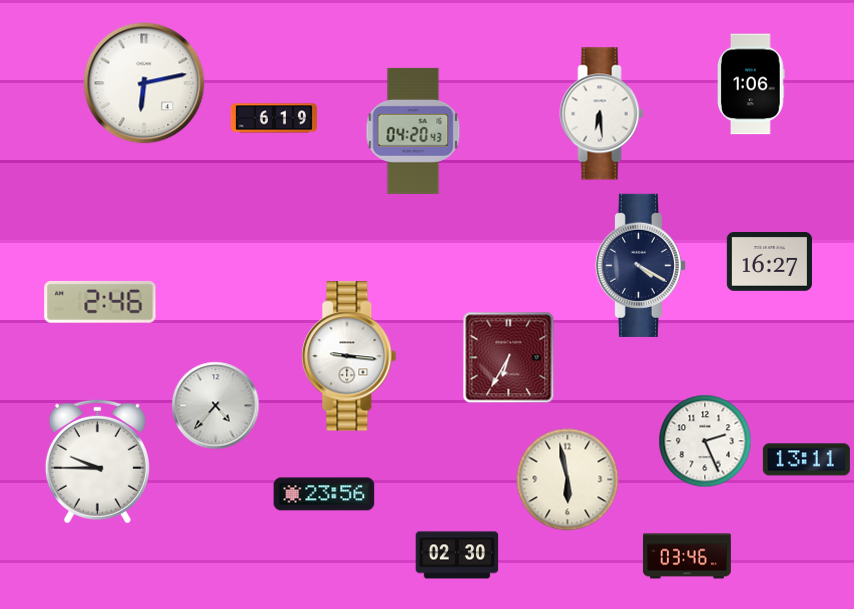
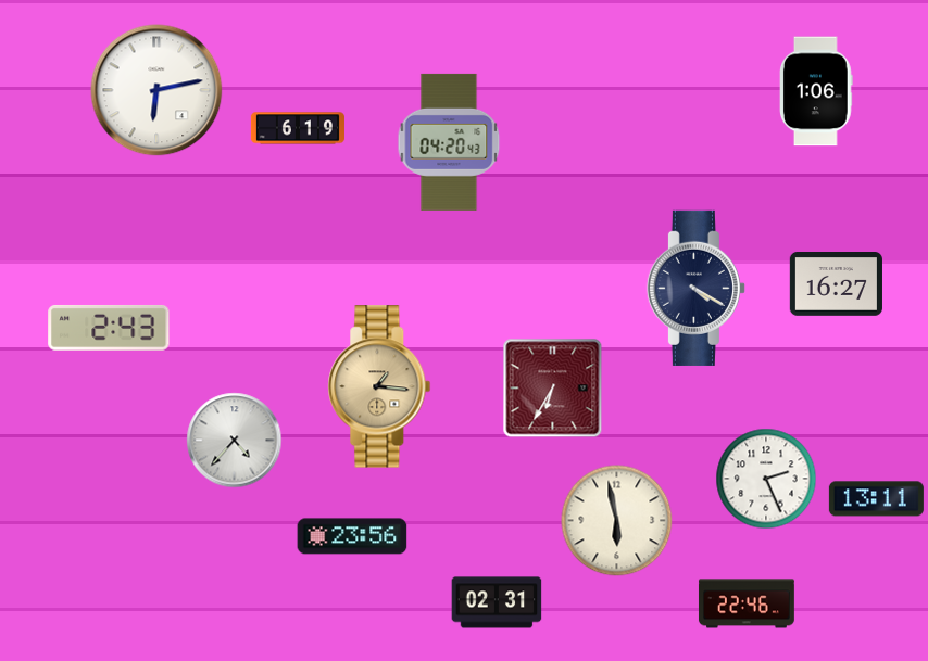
clock at (602, 114): 6:29 -> none
clock at (100, 302): 2:46 -> 2:43
clock at (349, 356): 9:16 -> 1:16
clock at (349, 356) dial: white -> champagne
clock at (97, 461): 9:45 -> none
clock at (457, 555): 02:30 -> 02:31
clock at (687, 556): 03:46 -> 22:46
